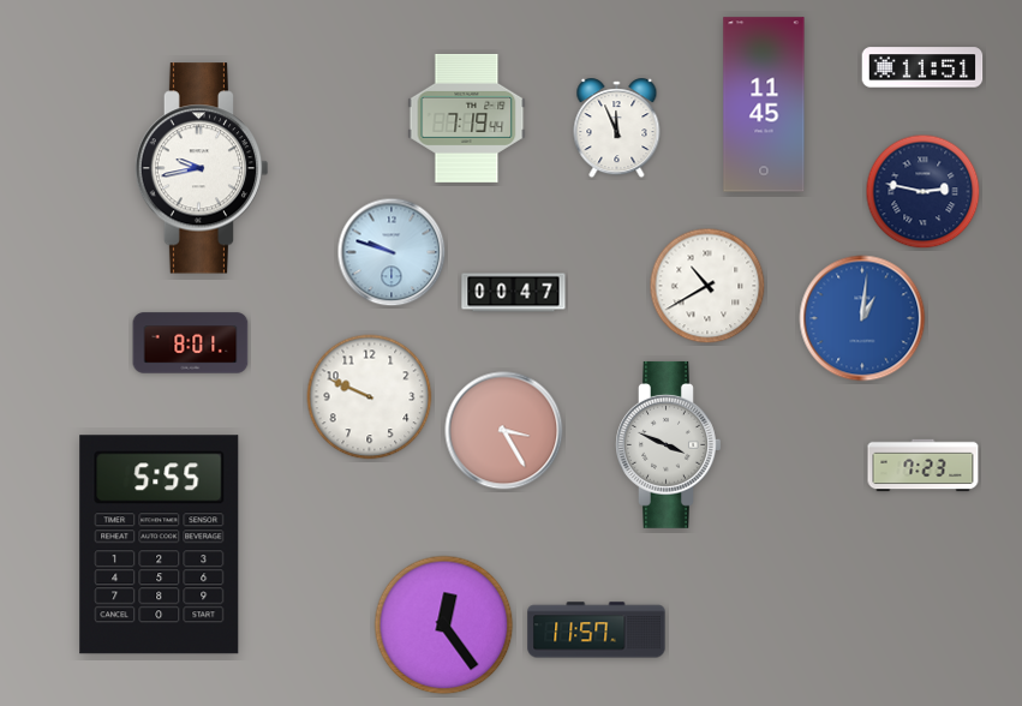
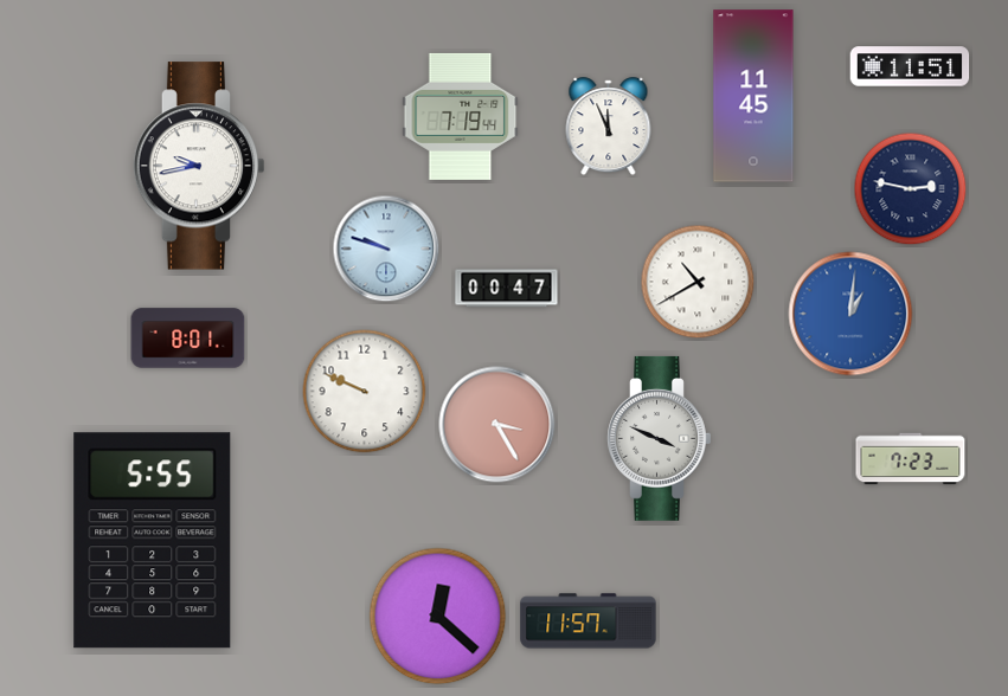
clock at (764, 104) position: (764, 104) -> (753, 96)
clock at (160, 545) position: (160, 545) -> (153, 541)
clock at (444, 626): 12:24 -> 12:22
